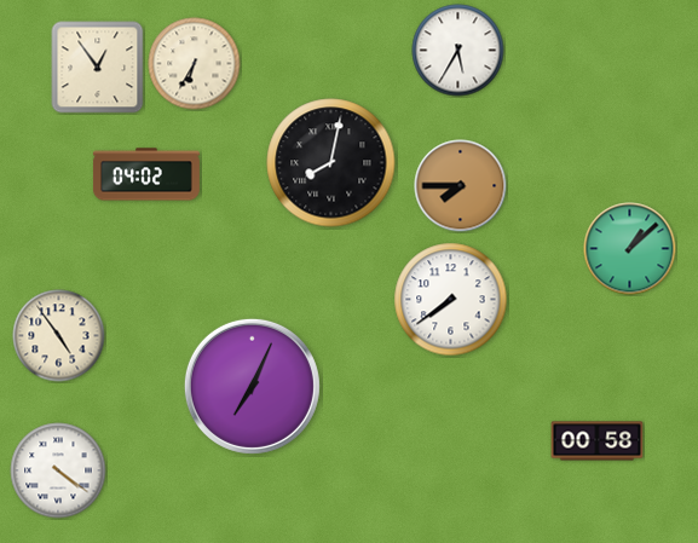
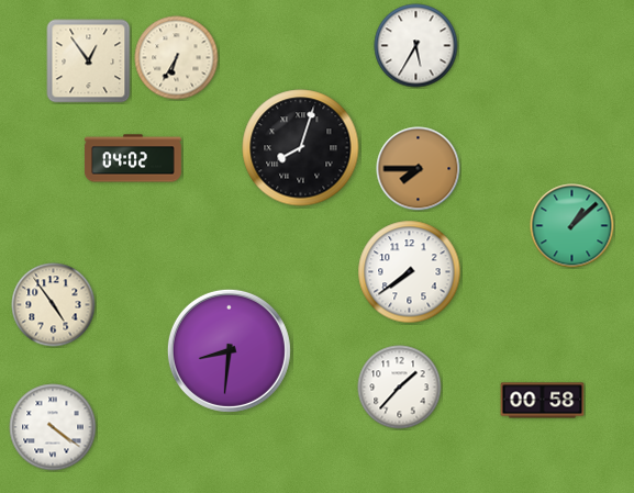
clock at (331, 163): 8:02 -> 8:03
clock at (252, 386): 7:04 -> 8:31
clock at (400, 388): none -> 1:37
